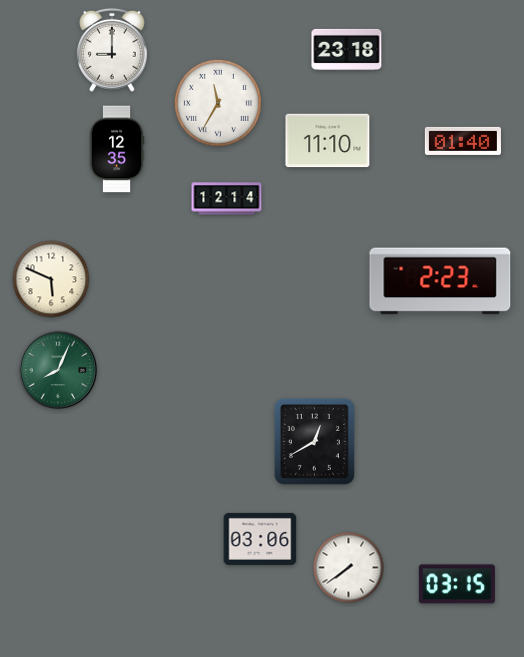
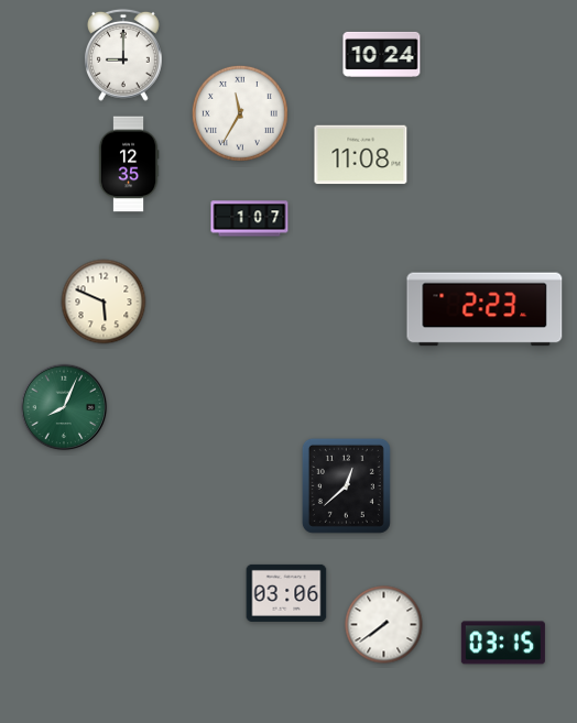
clock at (347, 49): 23:18 -> 10:24
clock at (328, 141): 11:10 -> 11:08
clock at (463, 141): 01:40 -> none
clock at (227, 199): 12:14 -> 1:07
clock at (51, 279) position: (51, 279) -> (104, 302)
clock at (314, 441): 12:40 -> 12:38
